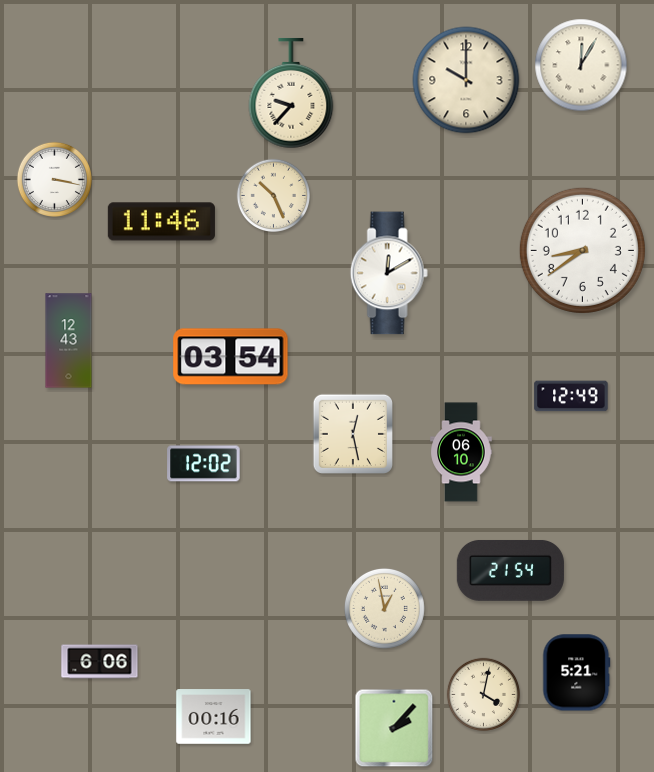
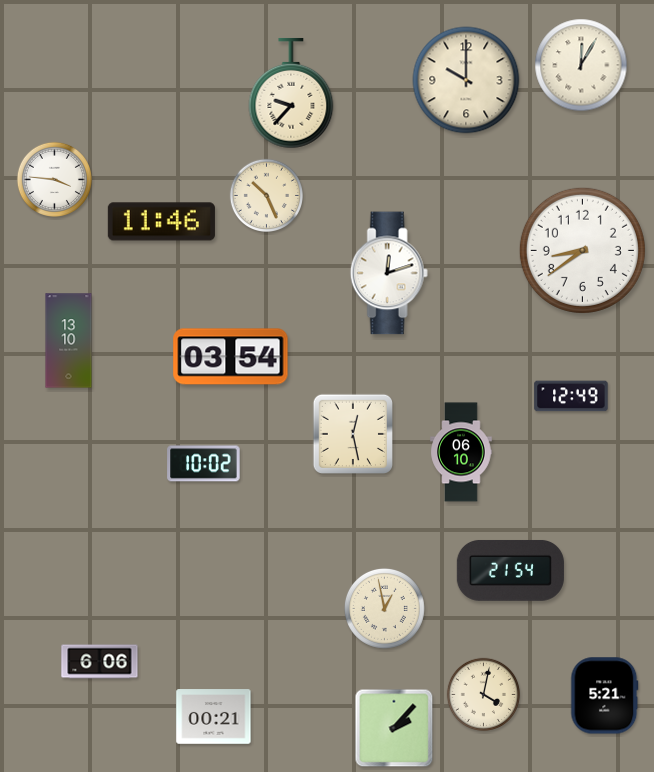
clock at (54, 179): 3:17 -> 3:46
clock at (273, 195) position: (273, 195) -> (266, 195)
clock at (389, 273): 12:10 -> 12:12
clock at (69, 341): 12:43 -> 13:10
clock at (204, 464): 12:02 -> 10:02
clock at (577, 673) position: (577, 673) -> (605, 696)
clock at (214, 717): 00:16 -> 00:21
